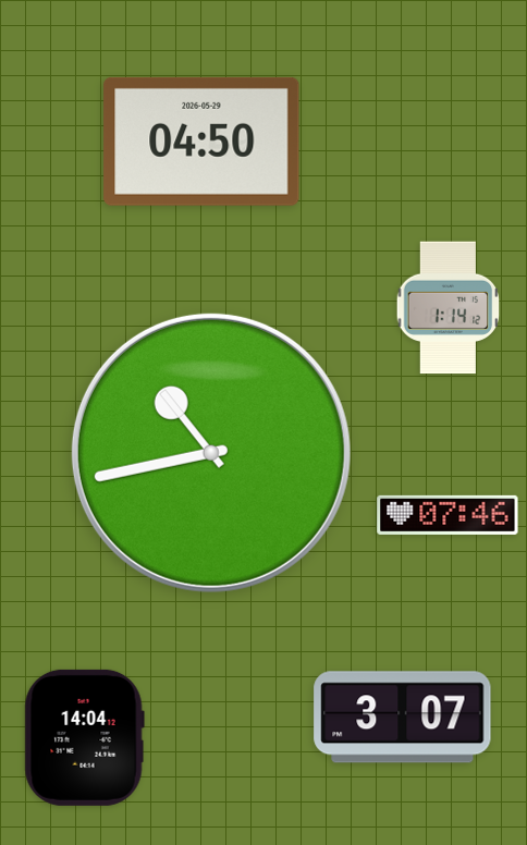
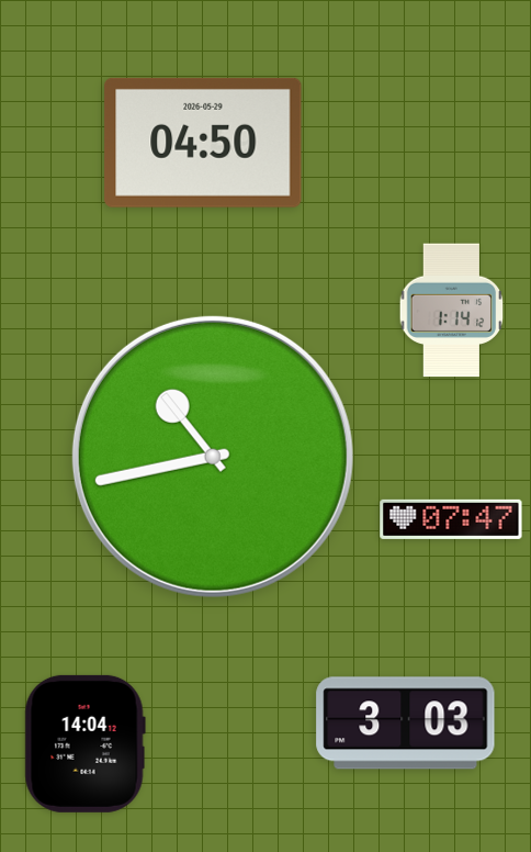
clock at (448, 515): 07:46 -> 07:47
clock at (403, 718): 3:07 -> 3:03
